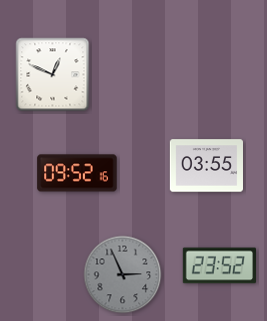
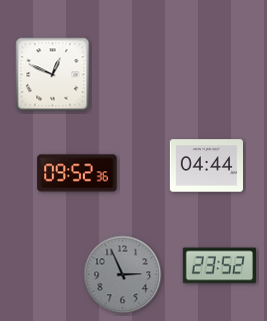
clock at (207, 166): 03:55 -> 04:44
clock at (77, 173): 09:52:16 -> 09:52:36
